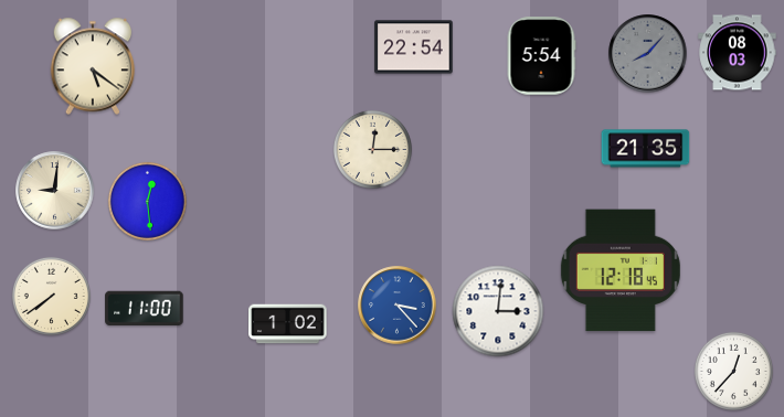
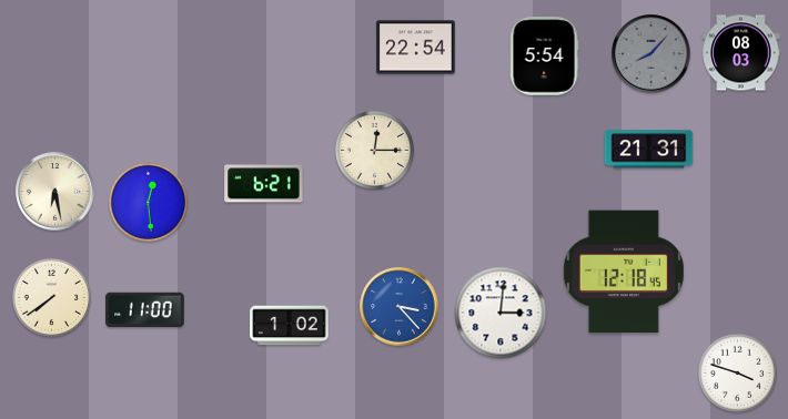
clock at (93, 66): 5:21 -> none
clock at (646, 149): 21:35 -> 21:31
clock at (264, 184): none -> 6:21
clock at (55, 191): 9:01 -> 6:28
clock at (733, 371): 12:37 -> 3:48
